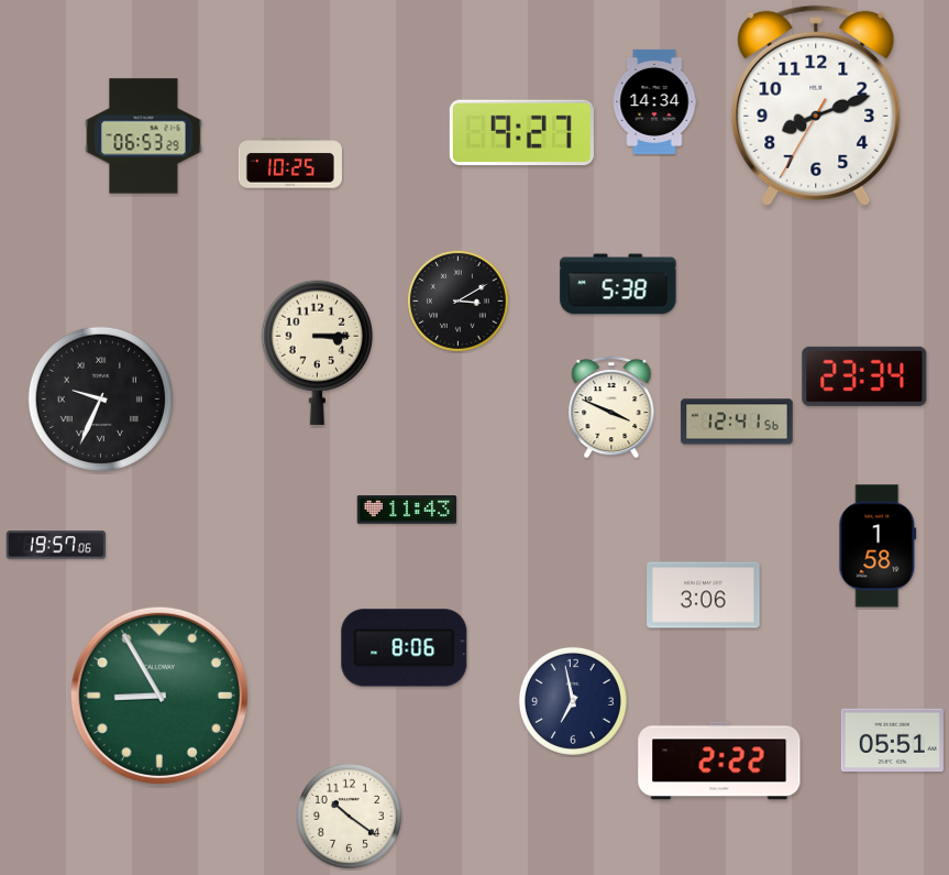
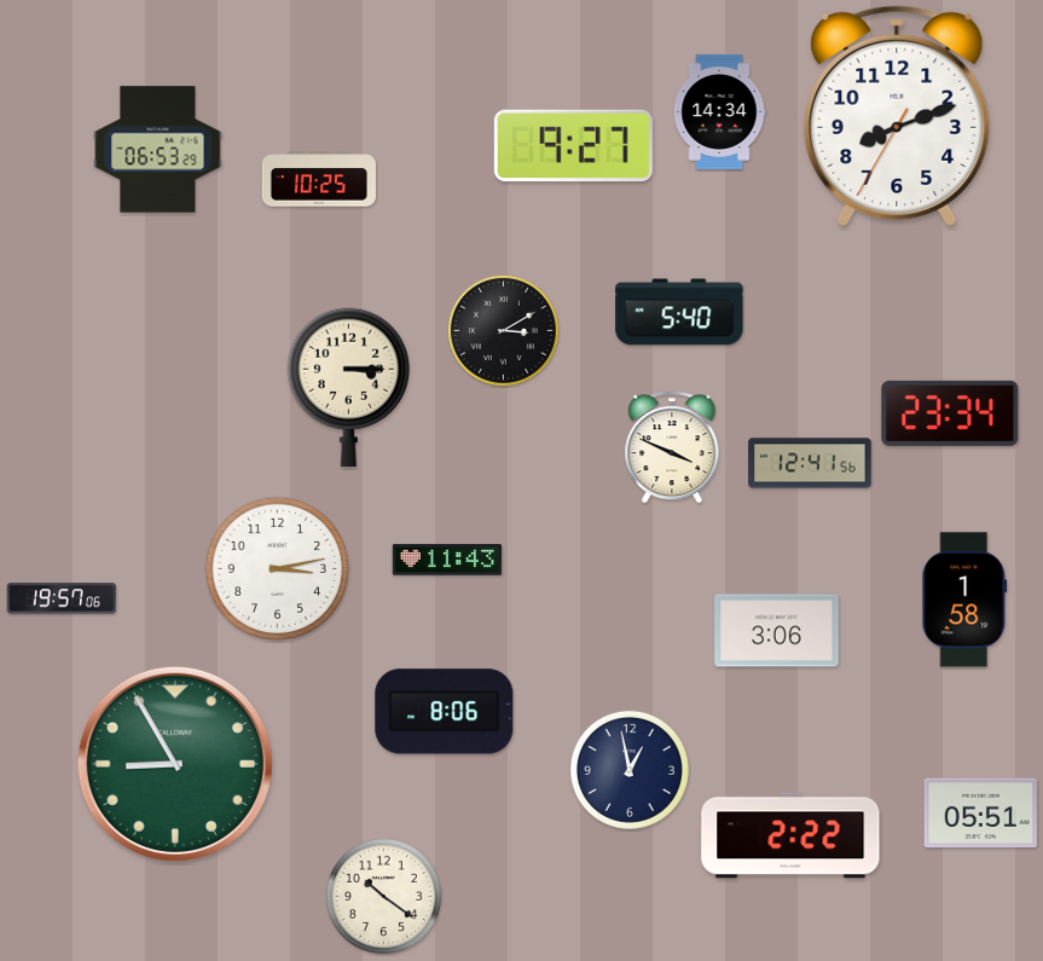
clock at (618, 284): 5:38 -> 5:40
clock at (100, 398): 9:34 -> none
clock at (277, 568): none -> 3:13
clock at (704, 595) position: (704, 595) -> (777, 631)
clock at (573, 701): 6:58 -> 12:58
